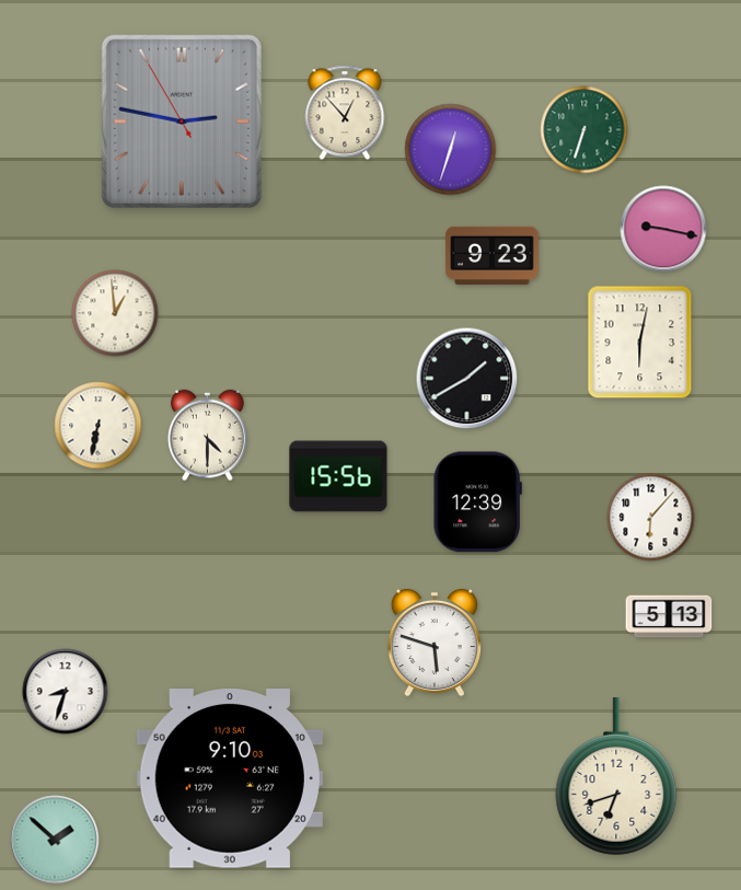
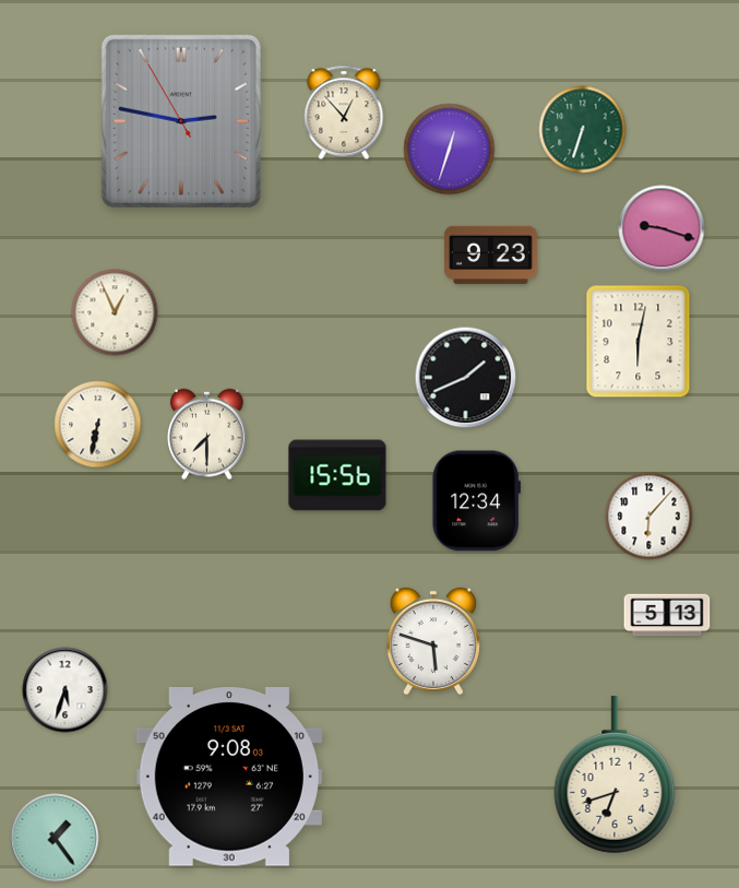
clock at (663, 229): 9:17 -> 9:18
clock at (115, 313): 12:59 -> 12:56
clock at (467, 379): 1:40 -> 1:41
clock at (208, 436): 4:30 -> 7:30
clock at (477, 502): 12:39 -> 12:34
clock at (66, 692): 8:33 -> 5:33
clock at (230, 779): 9:10 -> 9:08
clock at (55, 840): 1:52 -> 1:24
